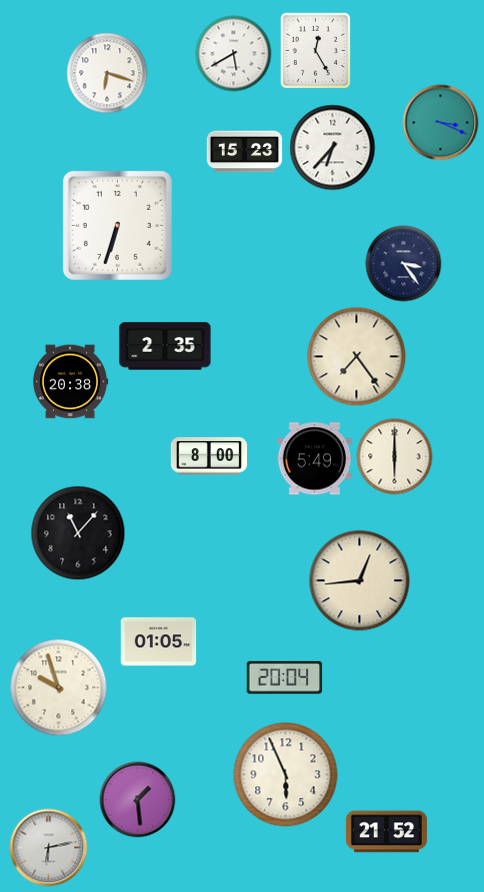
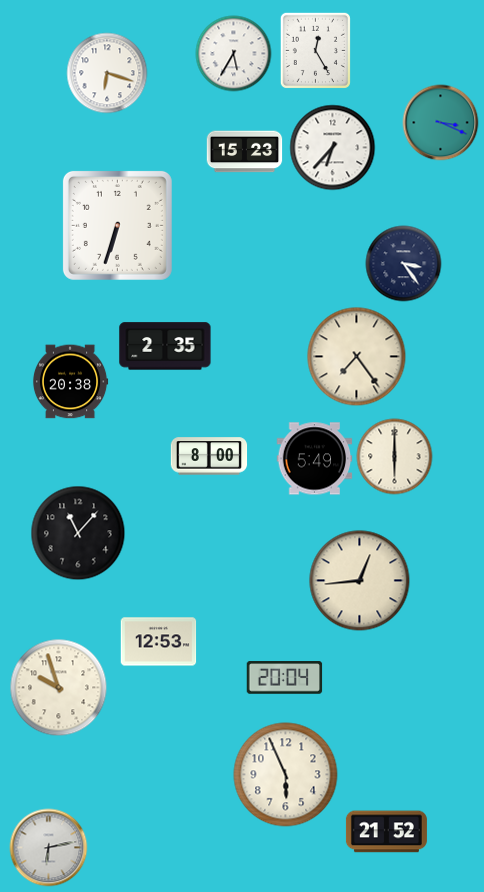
clock at (234, 54): 5:40 -> 5:35
clock at (159, 642): 01:05 -> 12:53
clock at (138, 800): 1:29 -> none
